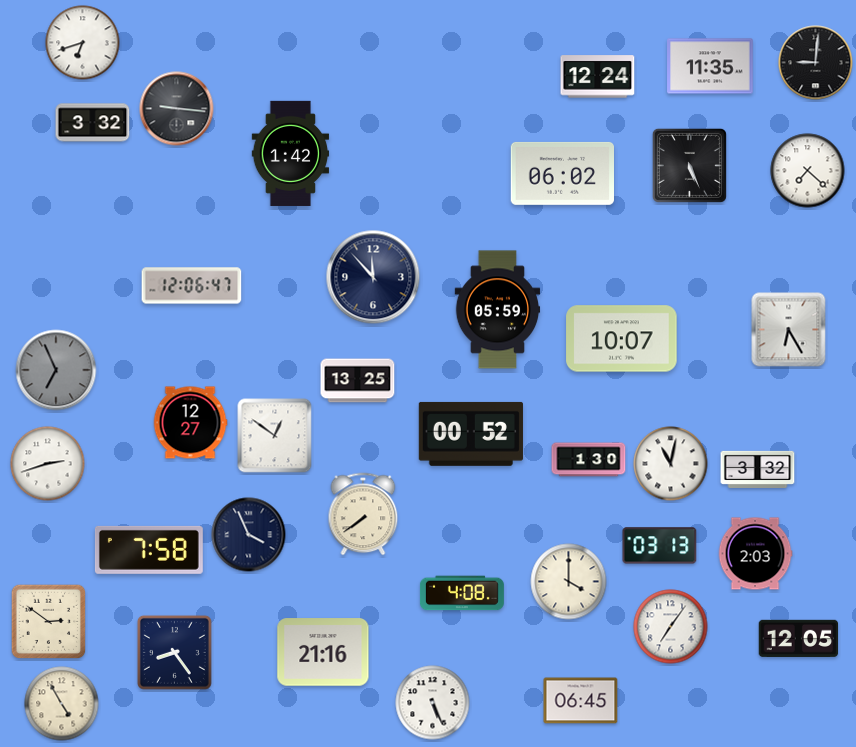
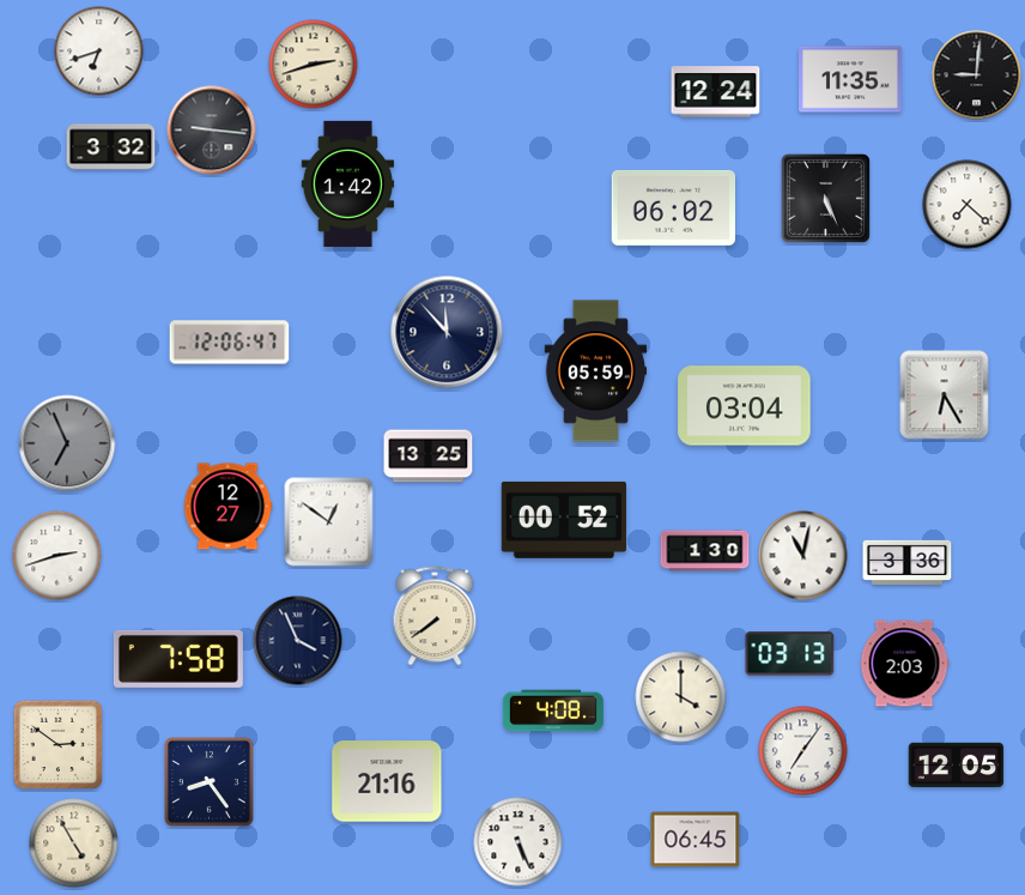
clock at (314, 65): none -> 2:42
clock at (622, 339): 10:07 -> 03:04
clock at (758, 469): 3:32 -> 3:36
